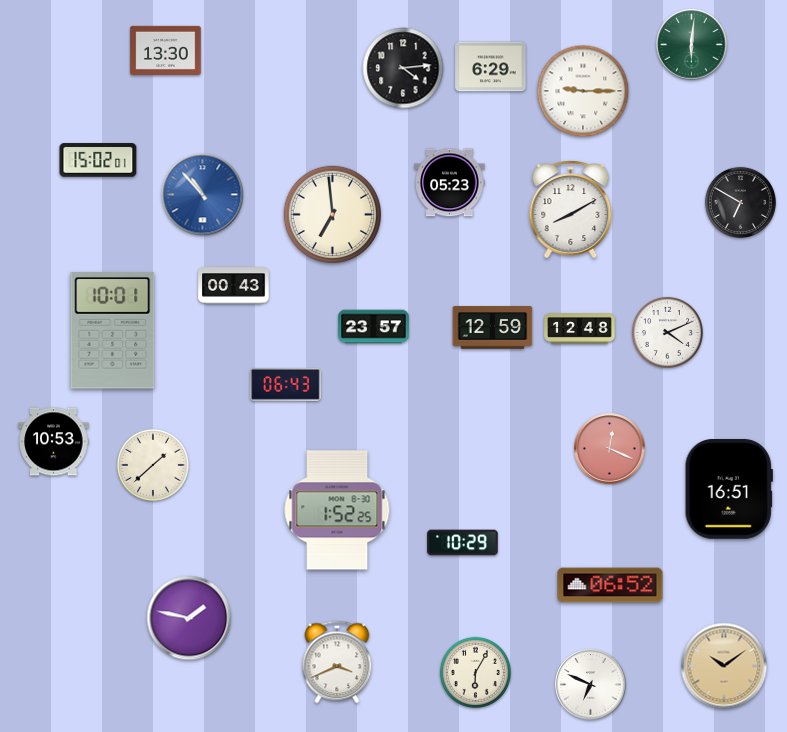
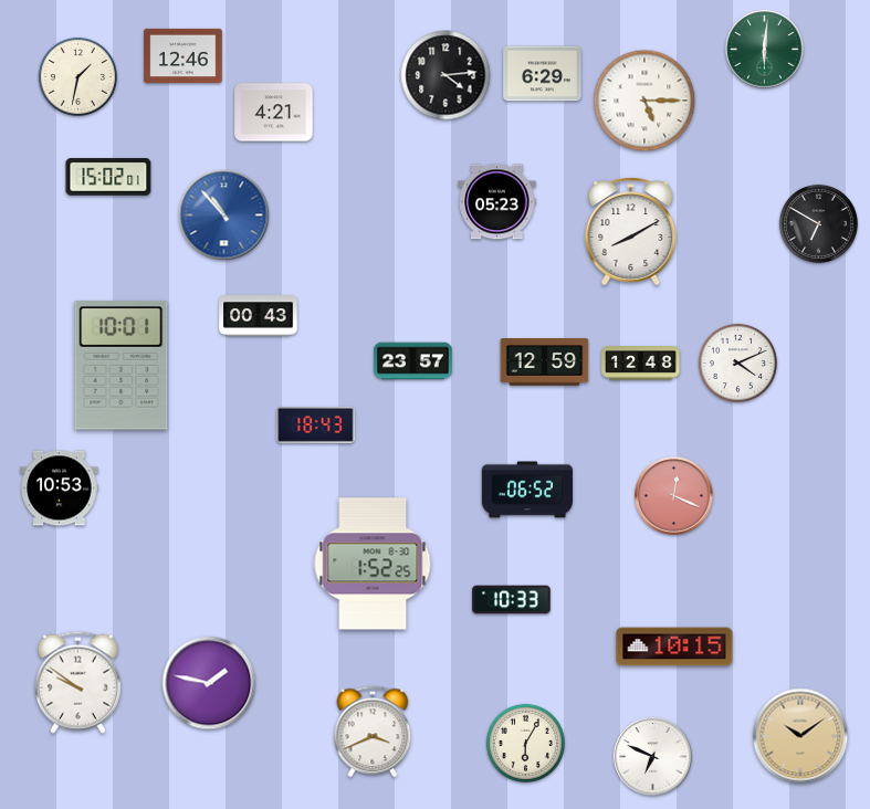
clock at (166, 50): 13:30 -> 12:46
clock at (77, 76): none -> 1:32
clock at (583, 91): 9:15 -> 5:15
clock at (274, 113): none -> 4:21
clock at (332, 214): 6:59 -> none
clock at (113, 331) position: (113, 331) -> (122, 366)
clock at (667, 332) position: (667, 332) -> (737, 363)
clock at (286, 385): 06:43 -> 18:43
clock at (527, 490): none -> 06:52
clock at (153, 465): 1:38 -> none
clock at (729, 490): 16:51 -> none
clock at (463, 543): 10:29 -> 10:33
clock at (610, 585): 06:52 -> 10:15
clock at (77, 682): none -> 9:51
